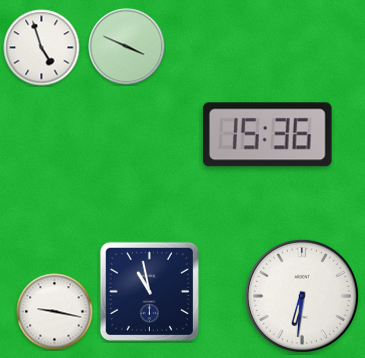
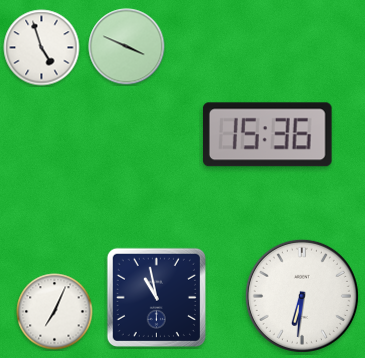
clock at (149, 291) position: (149, 291) -> (156, 297)
clock at (55, 312): 9:17 -> 7:04
